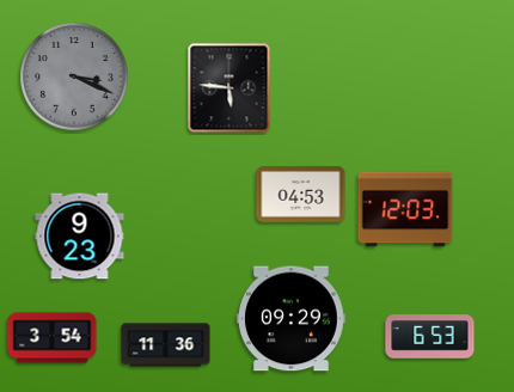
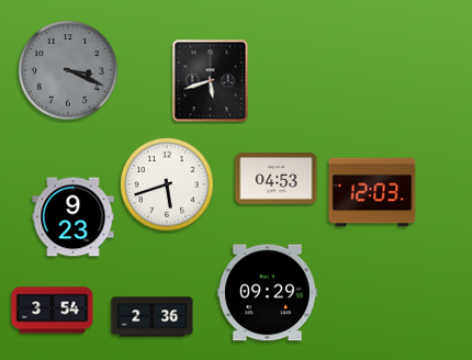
clock at (230, 88): 5:46 -> 5:42
clock at (167, 184): none -> 5:42
clock at (430, 337): 6:53 -> none
clock at (53, 338) position: (53, 338) -> (53, 311)
clock at (166, 345): 11:36 -> 2:36
